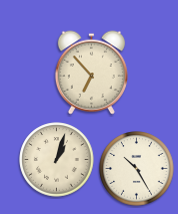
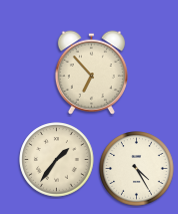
clock at (57, 160): 1:03 -> 1:36
clock at (137, 169): 10:25 -> 4:25
